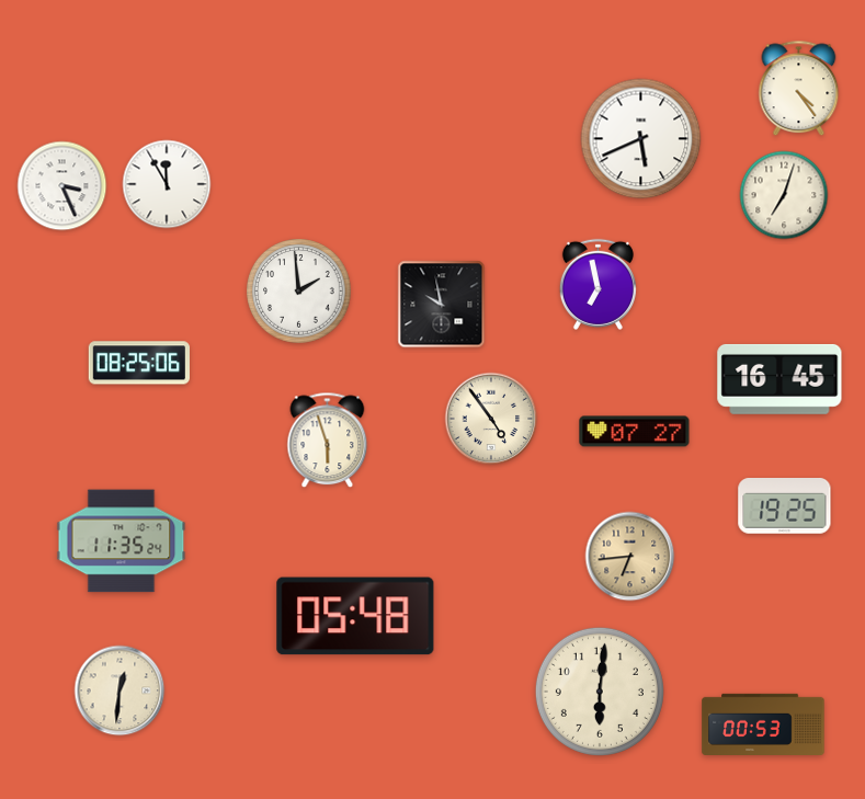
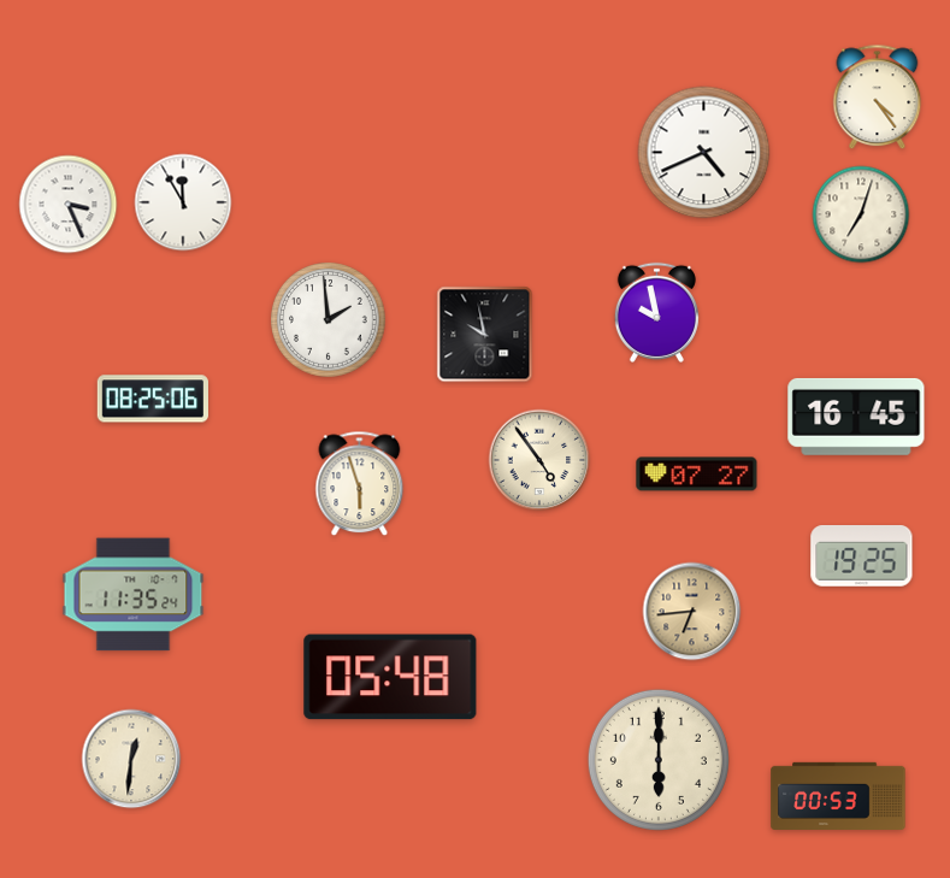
clock at (641, 139): 5:41 -> 4:41
clock at (597, 284): 6:58 -> 9:58
clock at (600, 692): 6:01 -> 6:00
